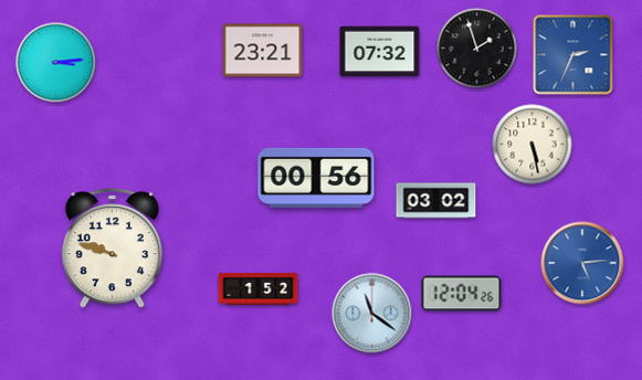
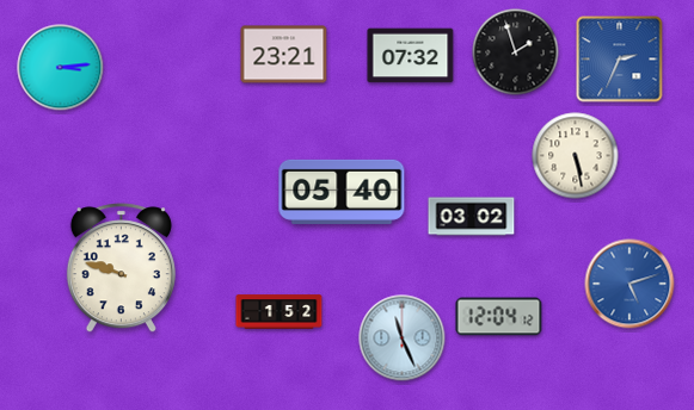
clock at (316, 178): 00:56 -> 05:40
clock at (582, 263): 5:14 -> 5:12
clock at (462, 294): 12:04:26 -> 12:04:12
clock at (372, 314): 11:21 -> 11:26
